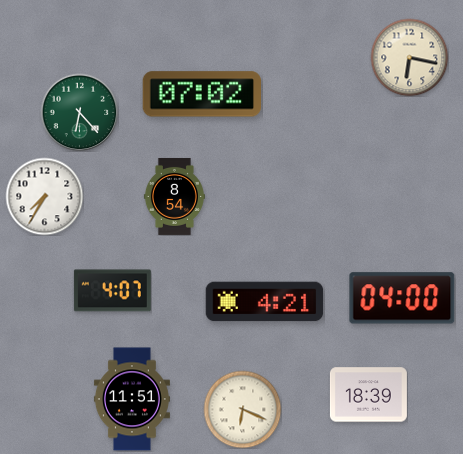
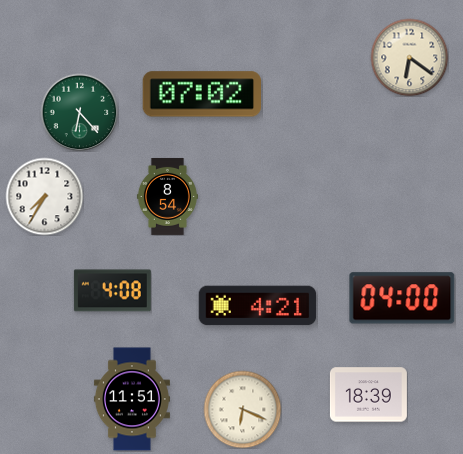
clock at (409, 57): 6:17 -> 6:21
clock at (174, 196) position: (174, 196) -> (167, 196)
clock at (112, 291): 4:07 -> 4:08
clock at (265, 302) position: (265, 302) -> (258, 306)
